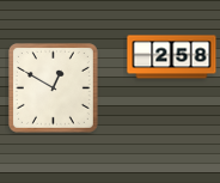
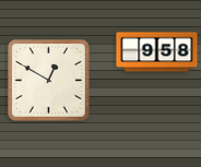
clock at (172, 57): 2:58 -> 9:58
